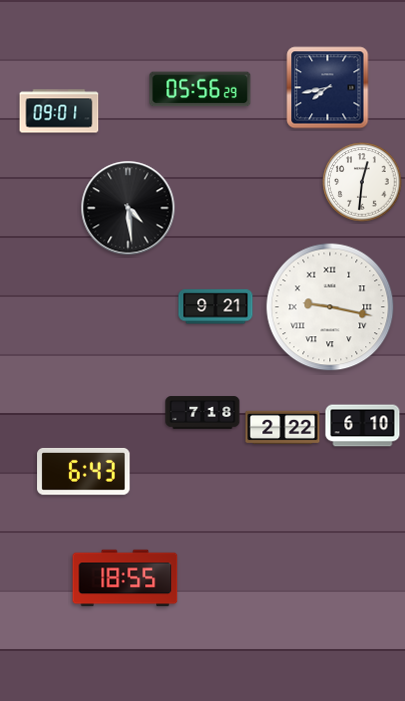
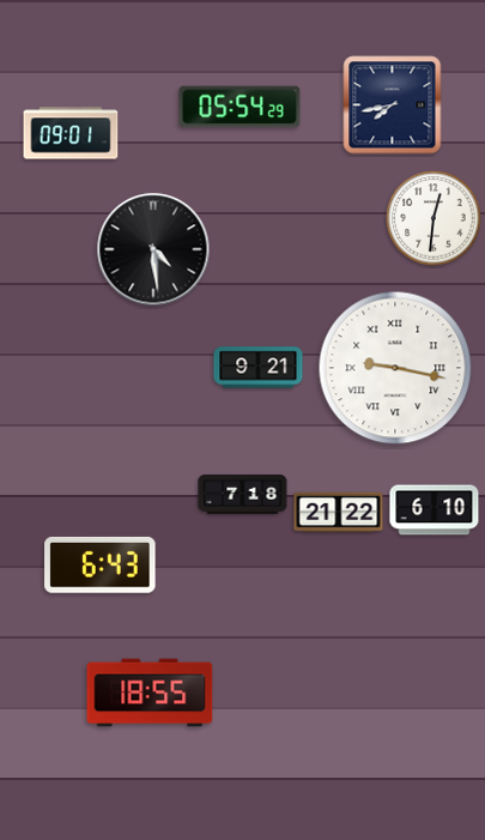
clock at (200, 89): 05:56 -> 05:54
clock at (283, 428): 2:22 -> 21:22
